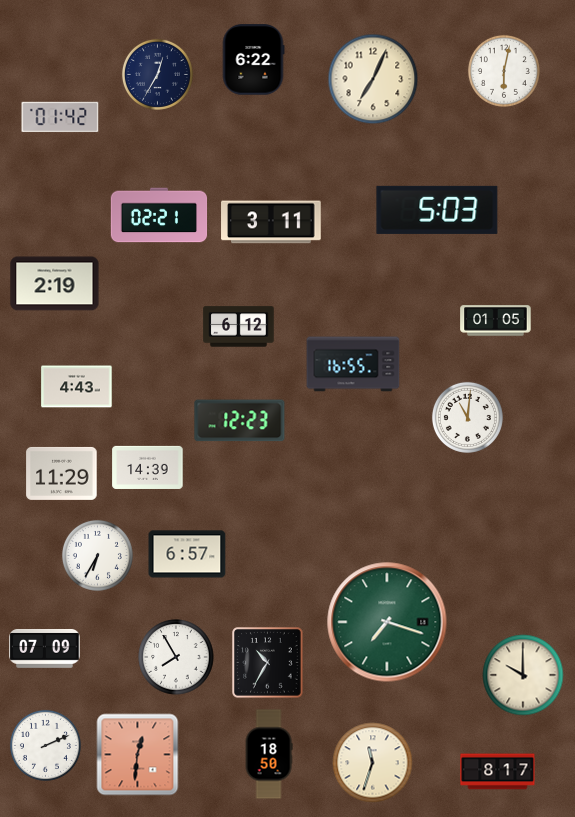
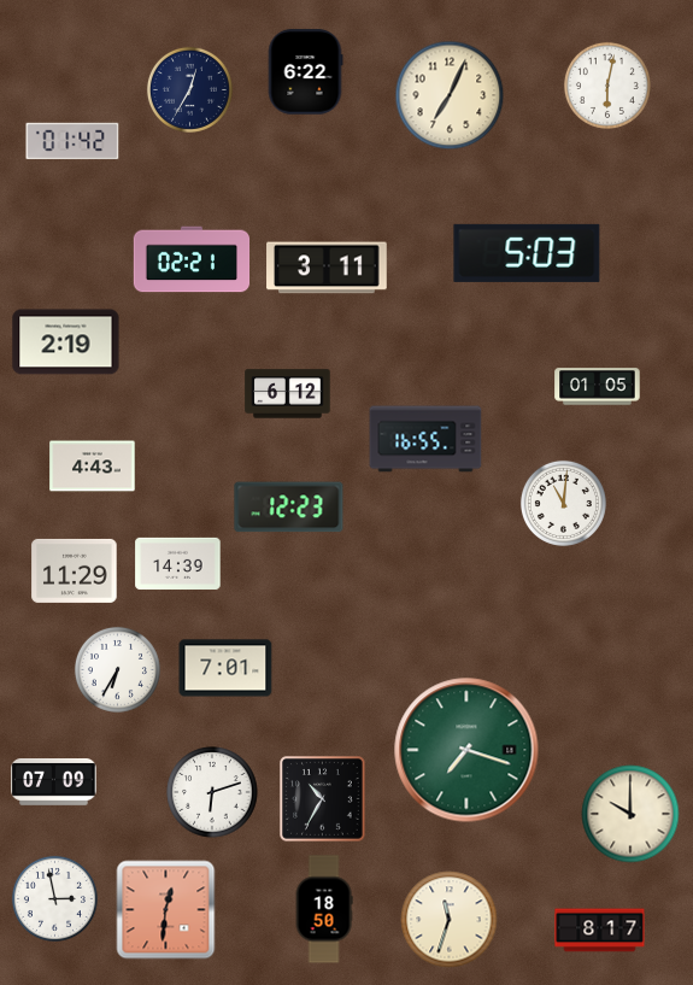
clock at (187, 554): 6:57 -> 7:01
clock at (176, 657): 7:55 -> 6:12
clock at (45, 745): 2:11 -> 2:58
